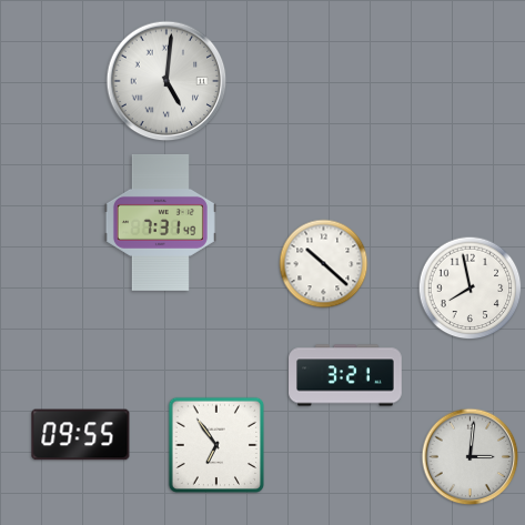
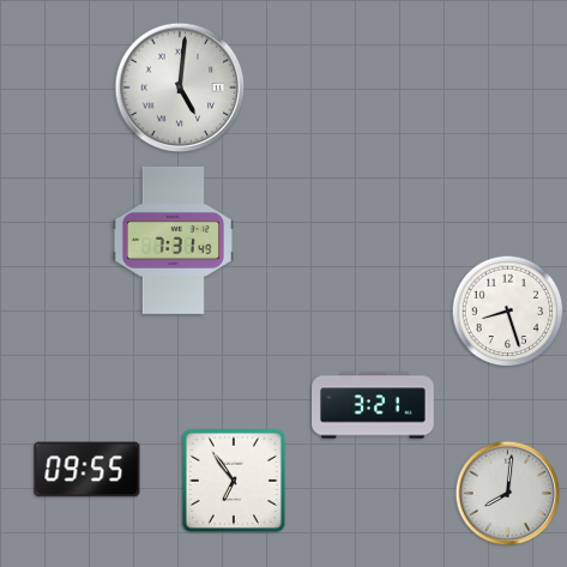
clock at (324, 264): 10:22 -> none
clock at (471, 289): 7:58 -> 8:27
clock at (471, 457): 3:01 -> 8:01
